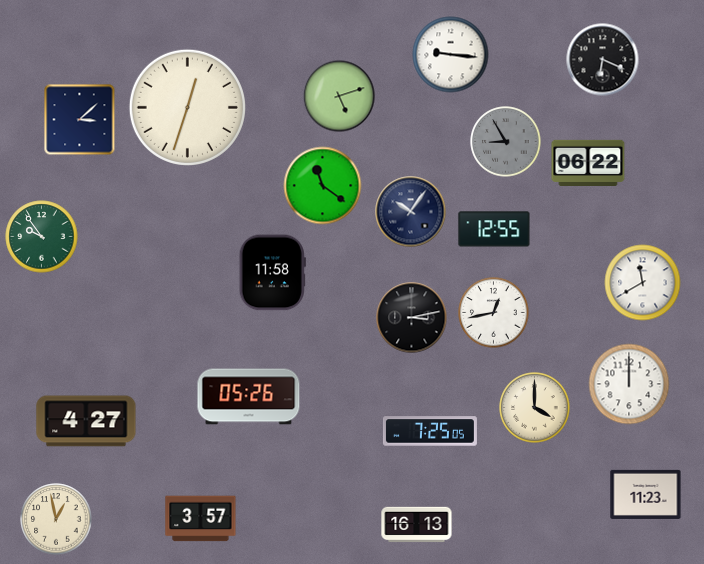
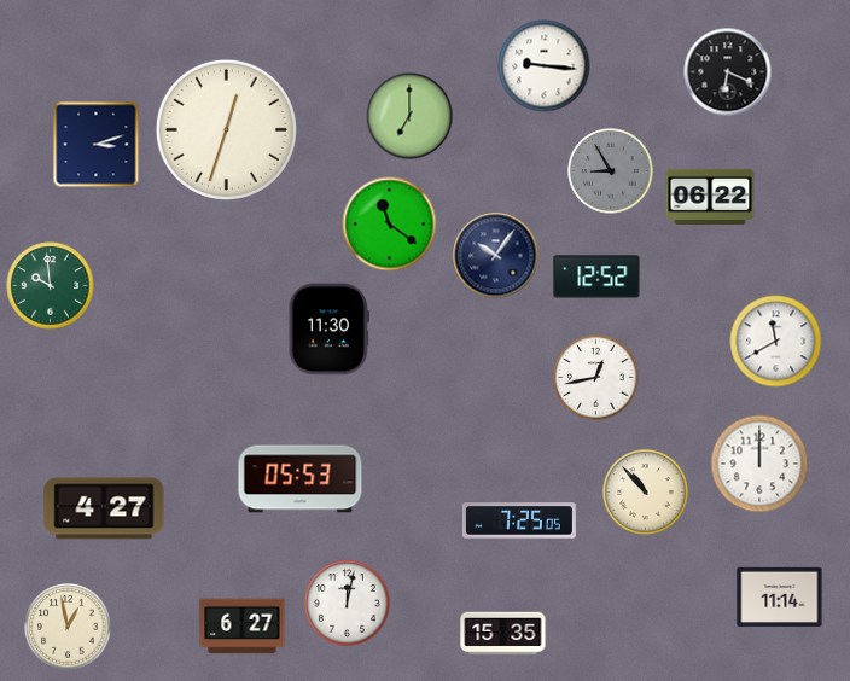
clock at (339, 96): 5:12 -> 7:00
clock at (80, 120): 3:08 -> 3:12
clock at (494, 229): 12:55 -> 12:52
clock at (42, 237): 9:54 -> 9:59
clock at (272, 273): 11:58 -> 11:30
clock at (412, 318): 3:13 -> none
clock at (249, 397): 05:26 -> 05:53
clock at (535, 408): 4:00 -> 10:53
clock at (646, 494): 11:23 -> 11:14
clock at (348, 604): none -> 12:02
clock at (201, 519): 3:57 -> 6:27
clock at (417, 525): 16:13 -> 15:35
